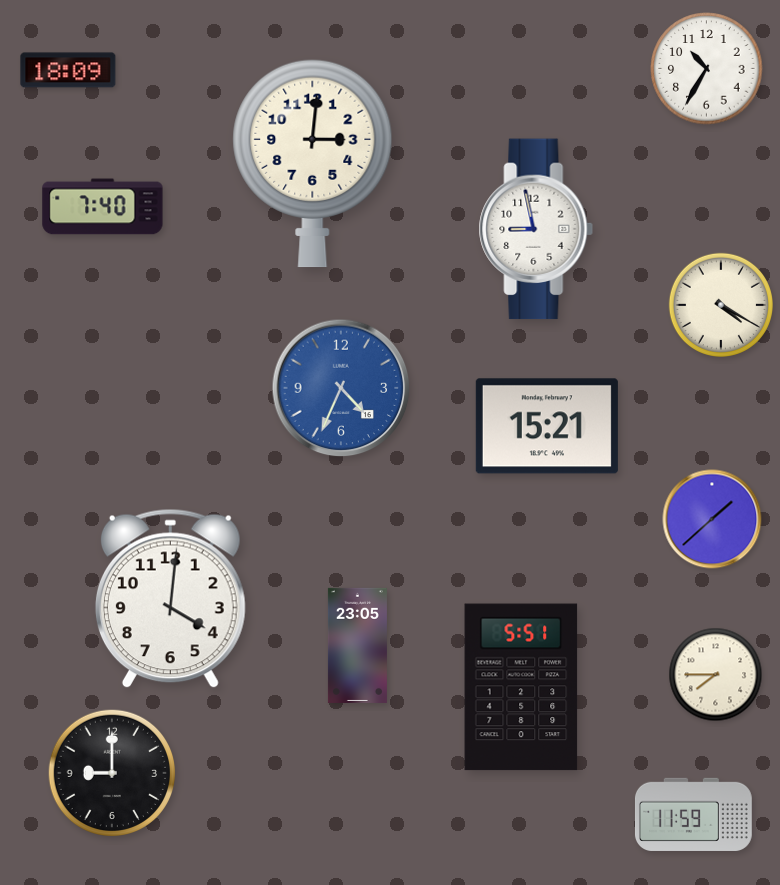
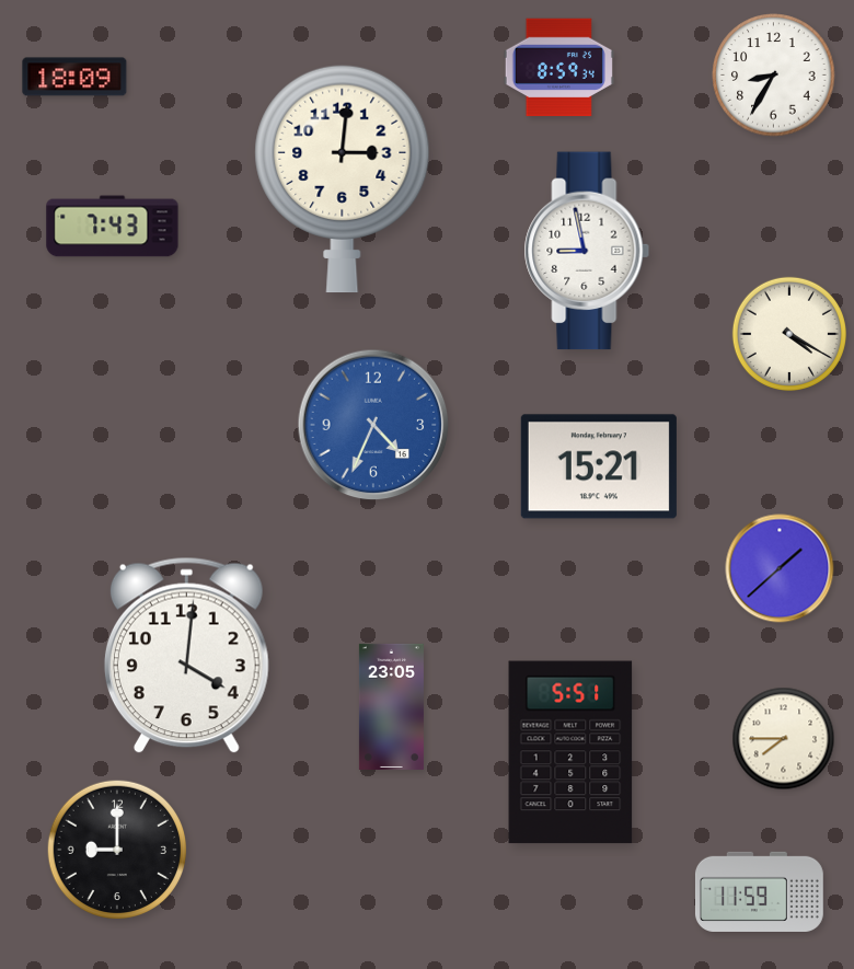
clock at (558, 68): none -> 8:59
clock at (707, 69): 10:35 -> 8:35
clock at (103, 207): 7:40 -> 7:43
clock at (111, 772) position: (111, 772) -> (116, 849)
